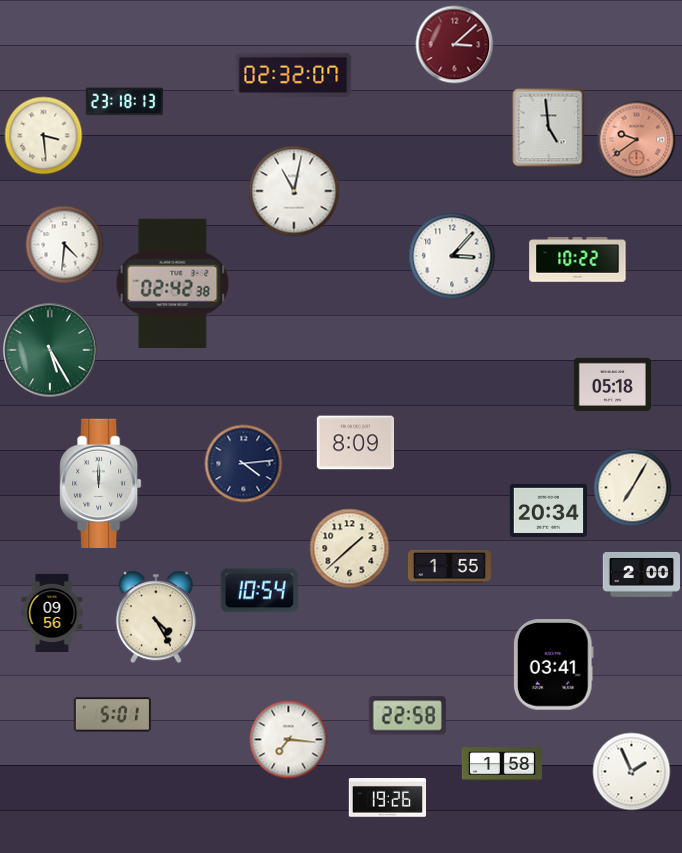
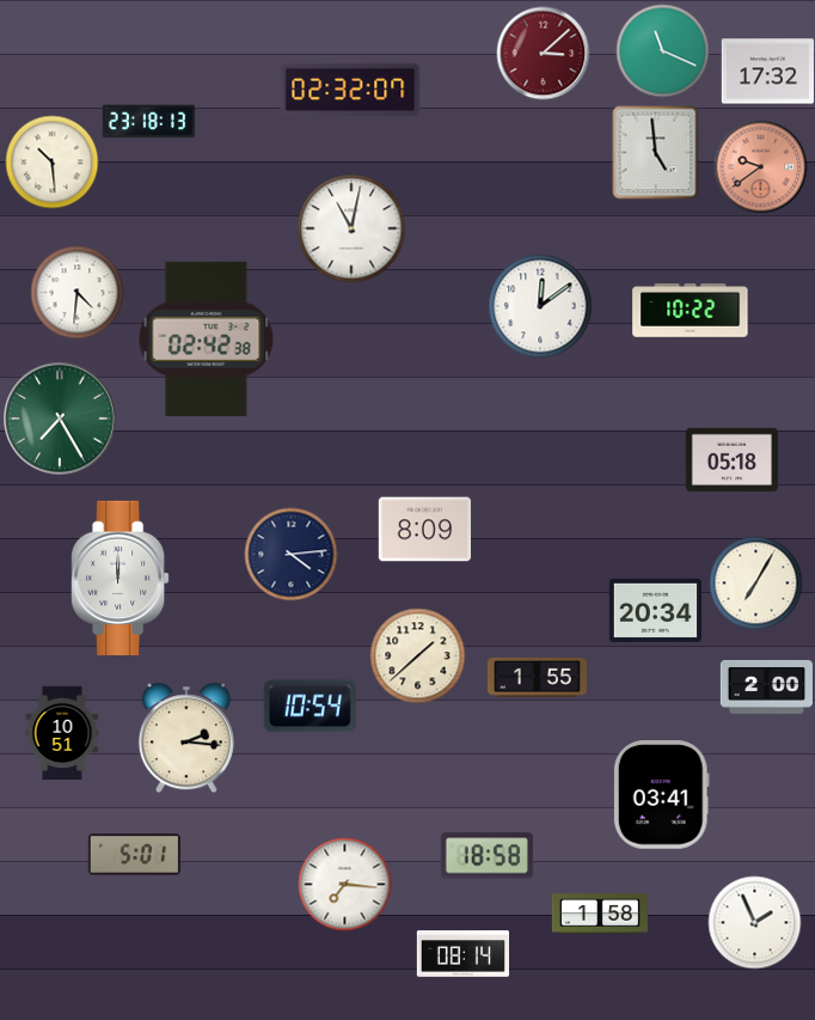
clock at (662, 50): none -> 11:19
clock at (767, 72): none -> 17:32
clock at (43, 135): 3:29 -> 10:29
clock at (452, 256): 3:07 -> 12:09
clock at (50, 350): 5:25 -> 7:25
clock at (52, 612): 09:56 -> 10:51
clock at (156, 617): 4:25 -> 2:16
clock at (407, 716): 22:58 -> 18:58
clock at (387, 798): 19:26 -> 08:14
